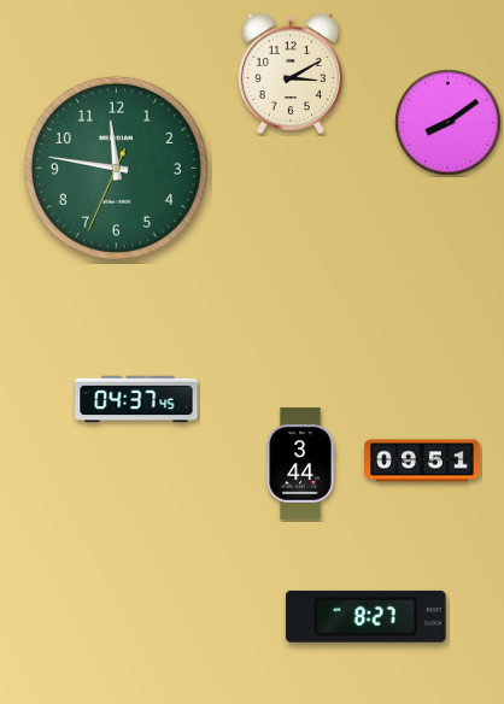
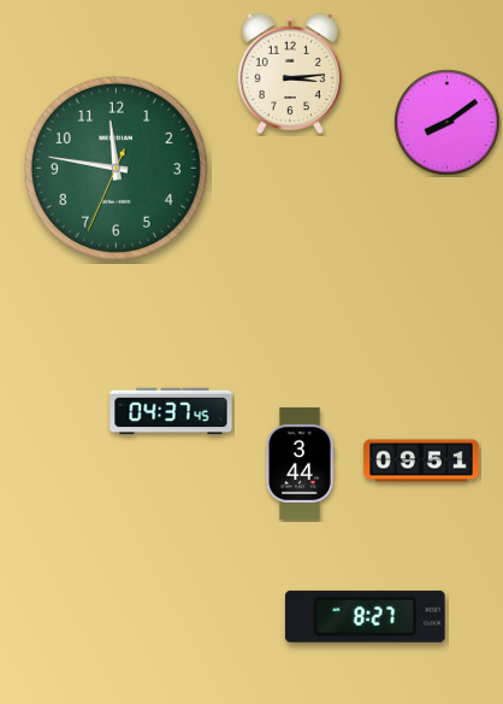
clock at (291, 74): 3:10 -> 3:14
clock at (136, 399) position: (136, 399) -> (171, 411)
